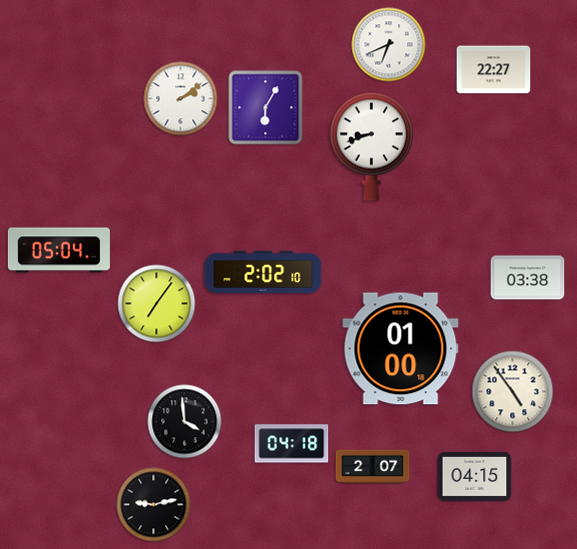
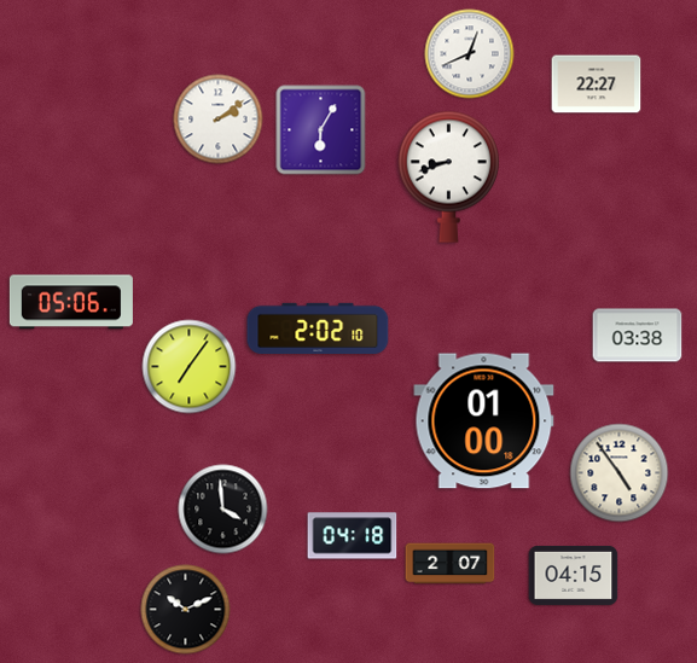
clock at (389, 45): 6:41 -> 12:41
clock at (59, 250): 05:04 -> 05:06
clock at (154, 505): 9:13 -> 10:11
